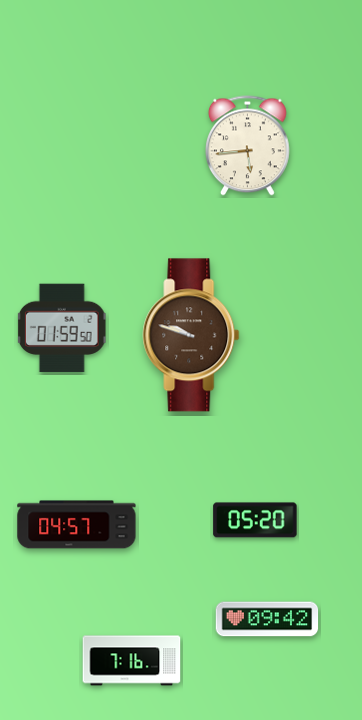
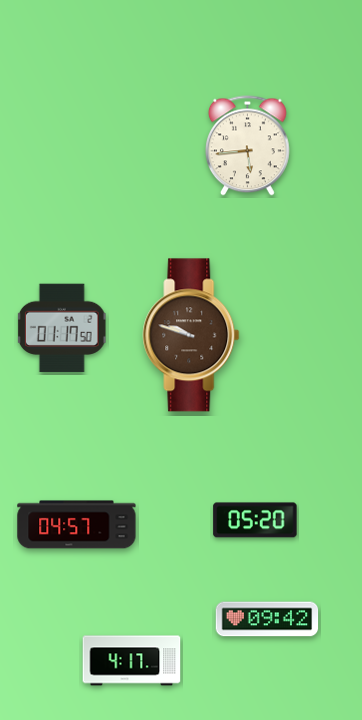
clock at (62, 328): 01:59 -> 01:17
clock at (132, 661): 7:16 -> 4:17
